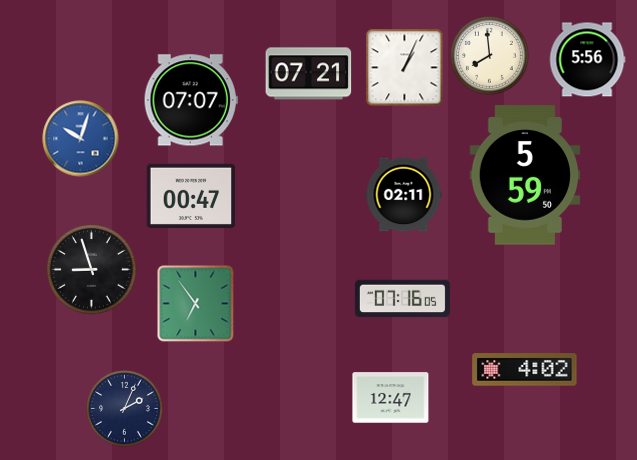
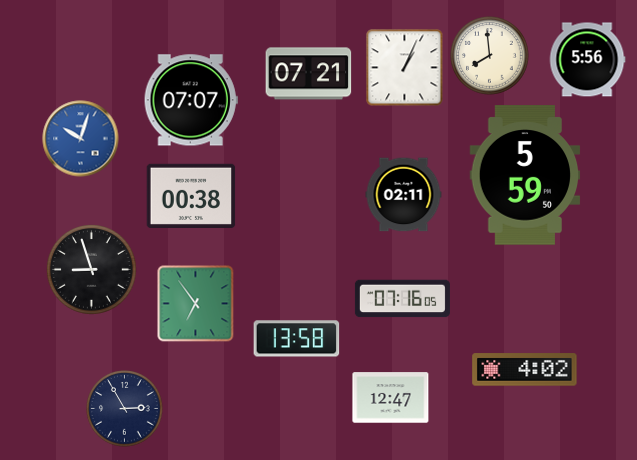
clock at (191, 195): 00:47 -> 00:38
clock at (297, 339): none -> 13:58
clock at (125, 409): 2:04 -> 2:55
